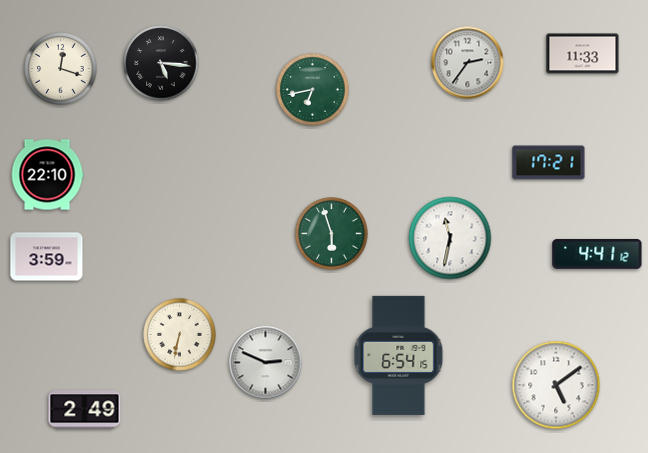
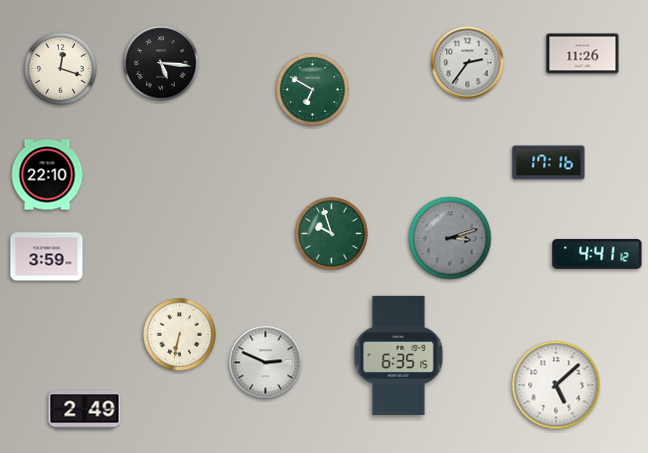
clock at (583, 54): 11:33 -> 11:26
clock at (313, 90): 6:43 -> 6:50
clock at (549, 163): 17:21 -> 17:16
clock at (332, 234): 5:57 -> 9:57
clock at (450, 238): 11:32 -> 3:12
clock at (450, 238) dial: white -> grey
clock at (399, 355): 6:54 -> 6:35
clock at (556, 385): 5:09 -> 5:08
